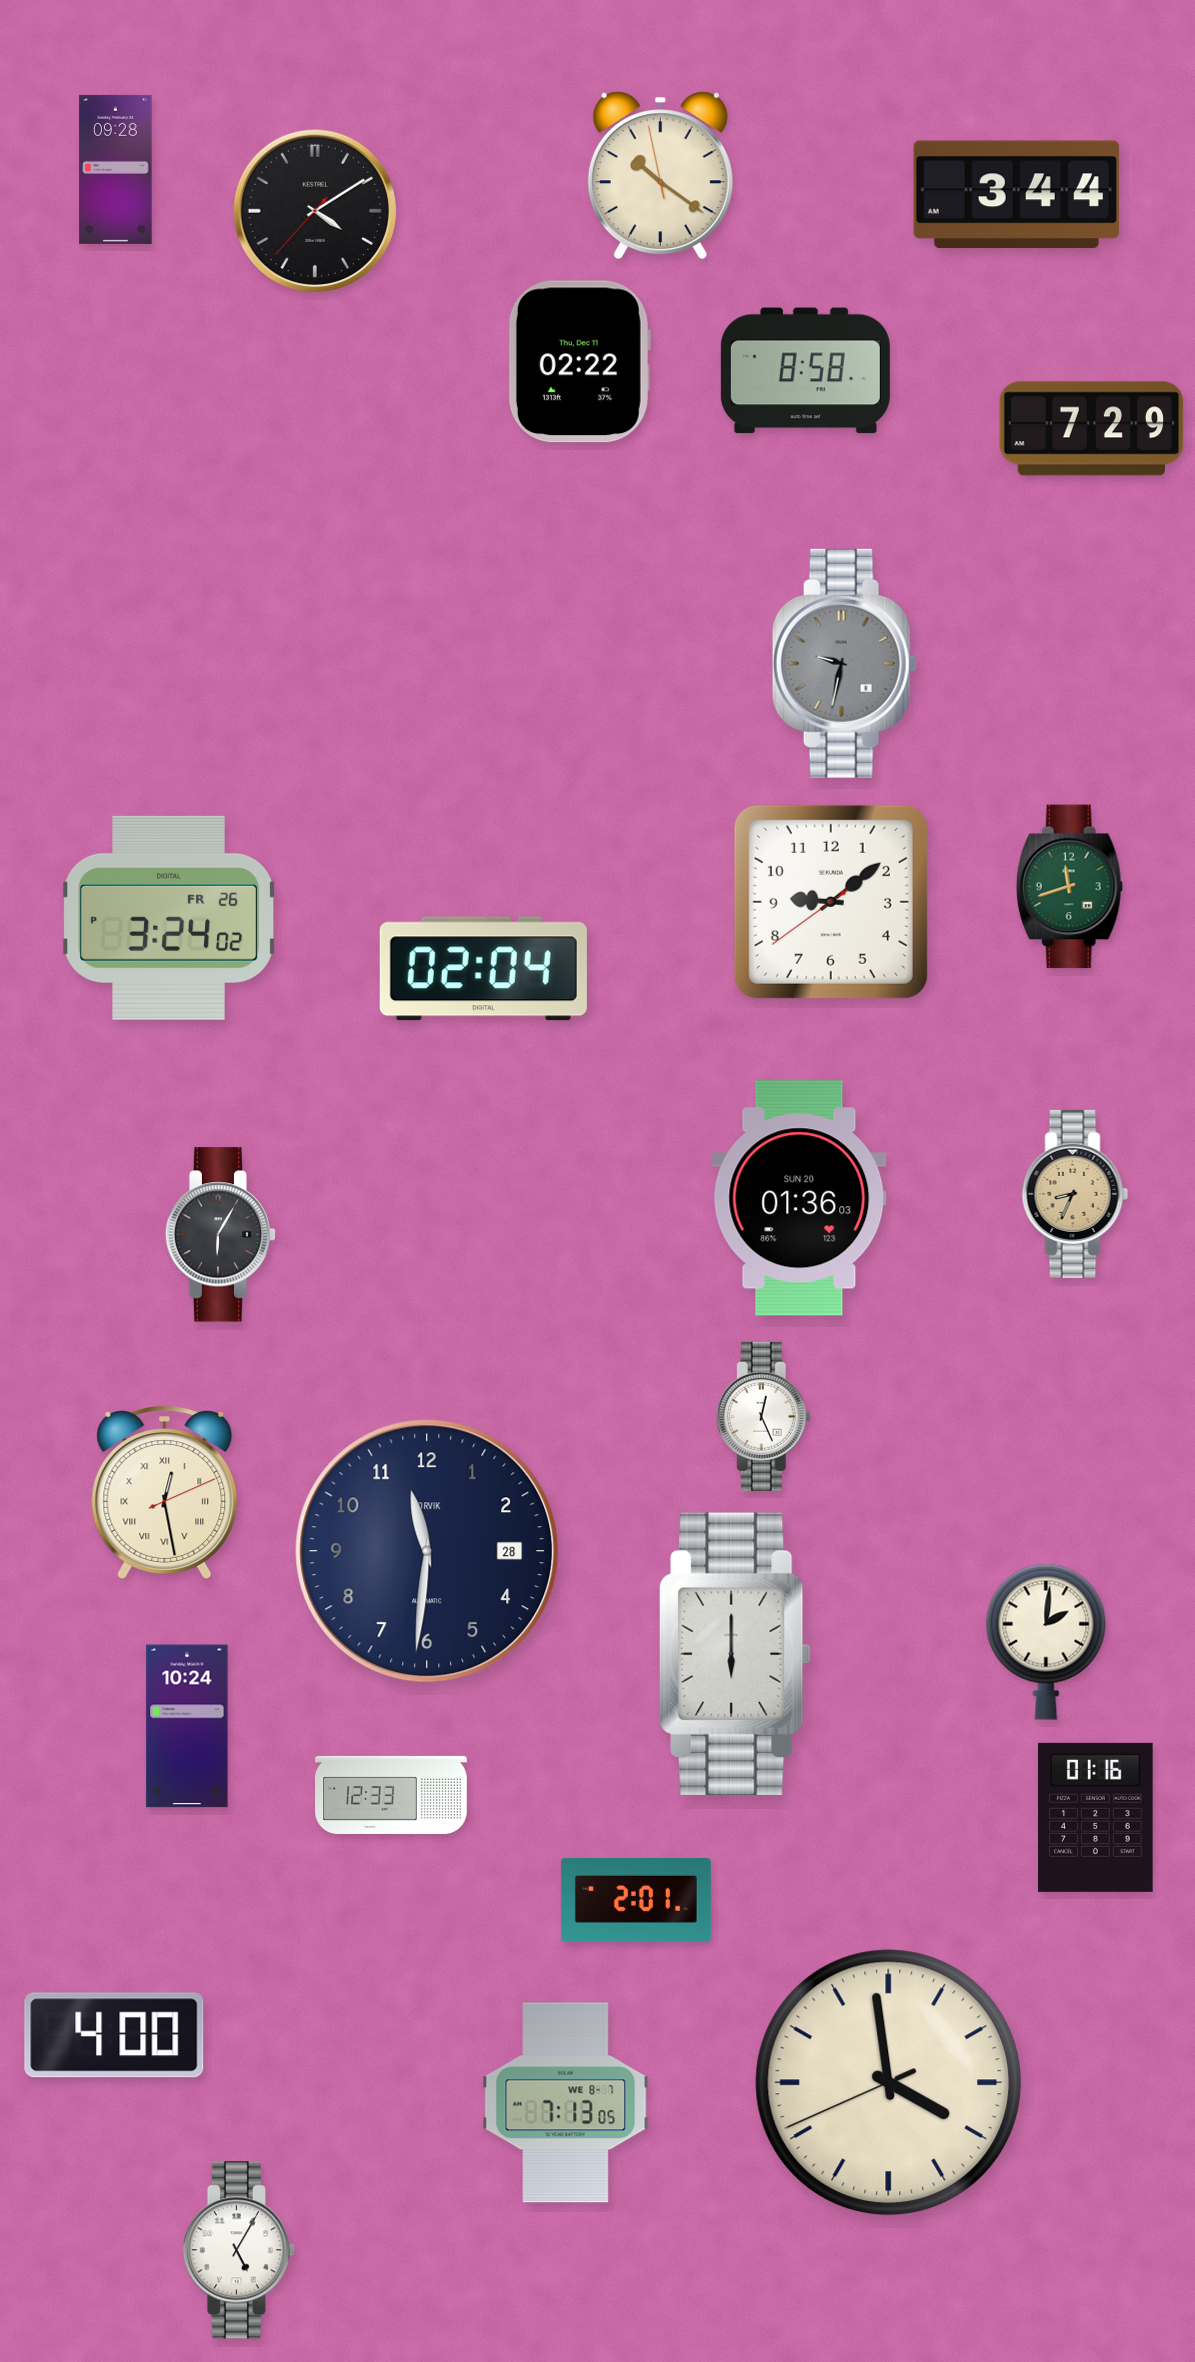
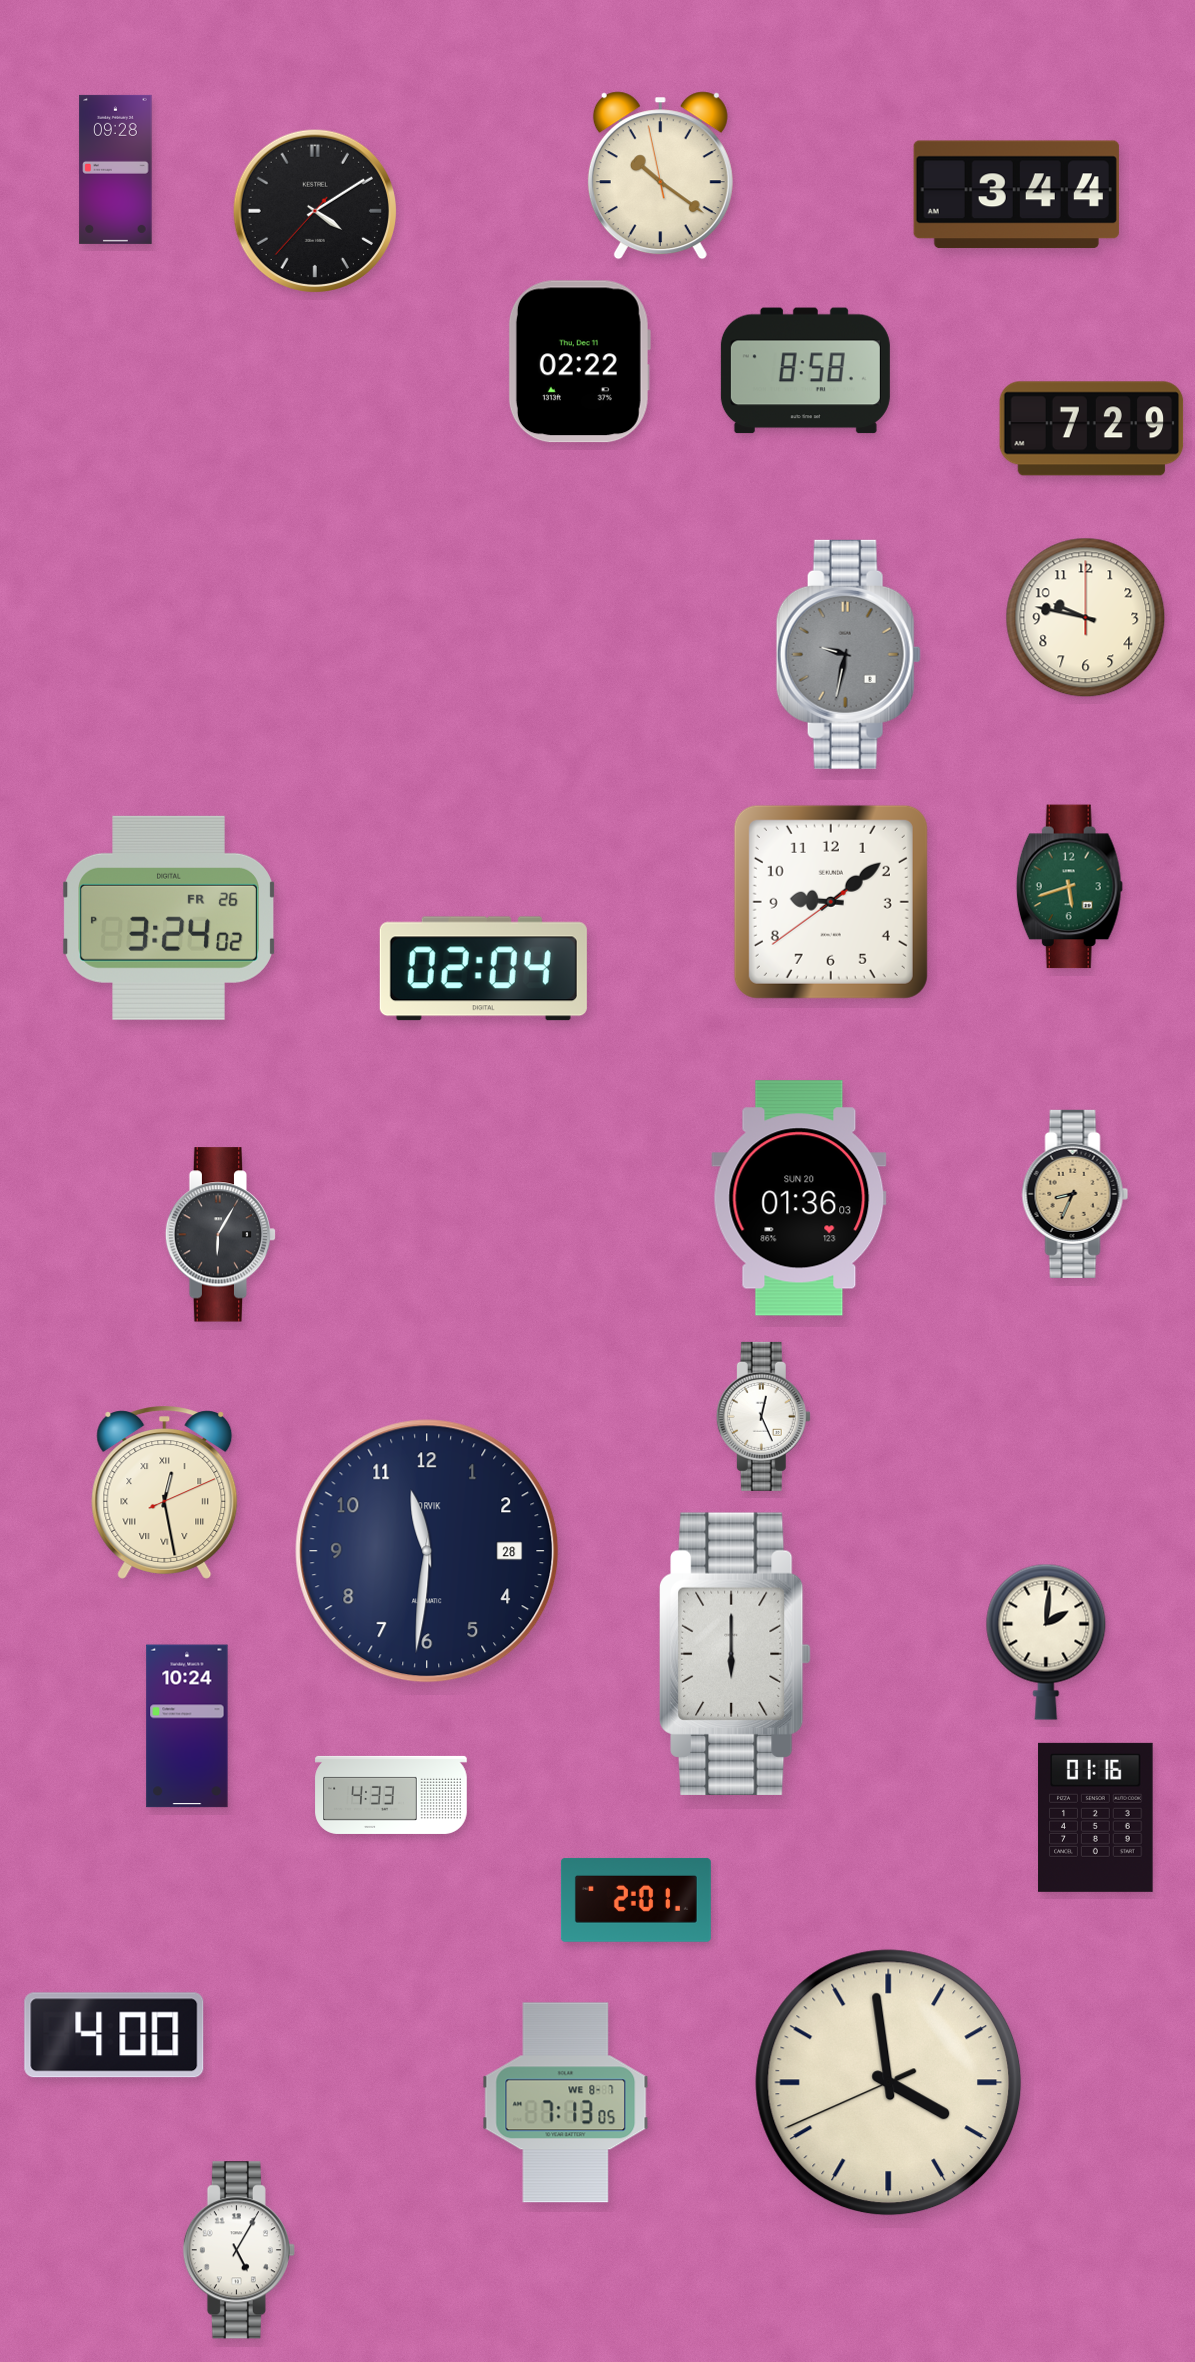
clock at (1086, 618): none -> 9:47
clock at (844, 663) position: (844, 663) -> (848, 654)
clock at (1069, 887): 11:42 -> 5:42
clock at (391, 1795): 12:33 -> 4:33
